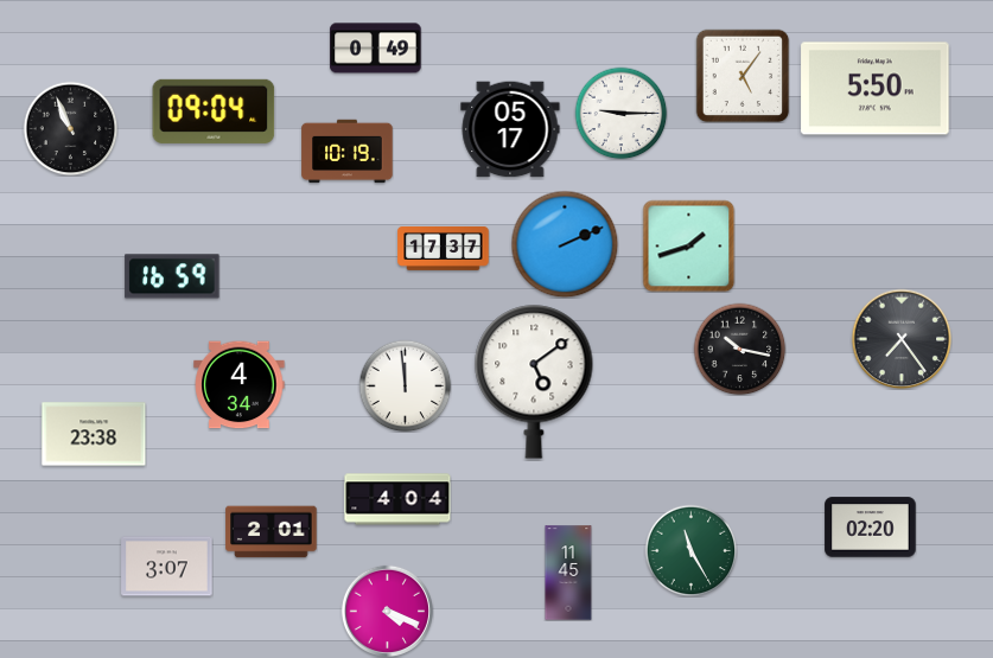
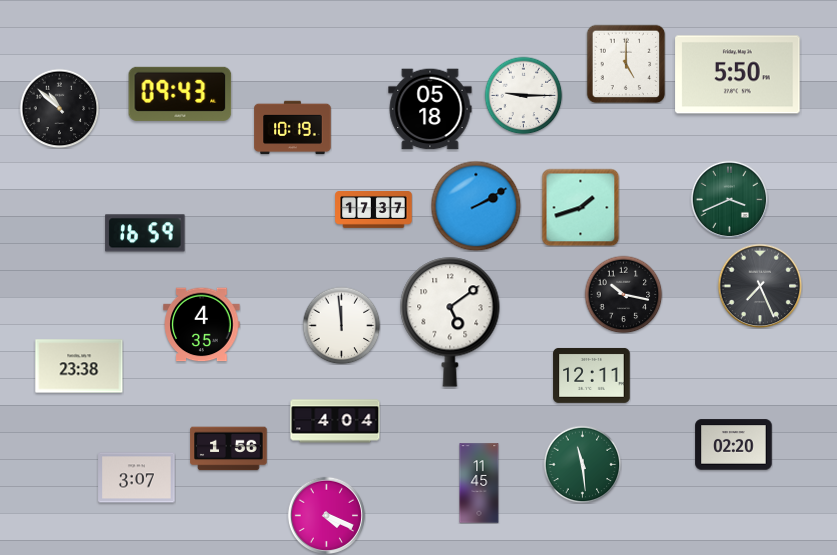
clock at (376, 49): 0:49 -> none
clock at (743, 76): 5:06 -> 5:00
clock at (214, 111): 09:04 -> 09:43
clock at (70, 128): 10:56 -> 10:52
clock at (510, 129): 05:17 -> 05:18
clock at (729, 199): none -> 3:41
clock at (565, 244): 2:11 -> 2:10
clock at (902, 339): 7:24 -> 7:26
clock at (240, 385): 4:34 -> 4:35
clock at (592, 375): none -> 12:11
clock at (272, 532): 2:01 -> 1:56
clock at (690, 550): 11:25 -> 11:29
clock at (167, 567) position: (167, 567) -> (137, 478)
